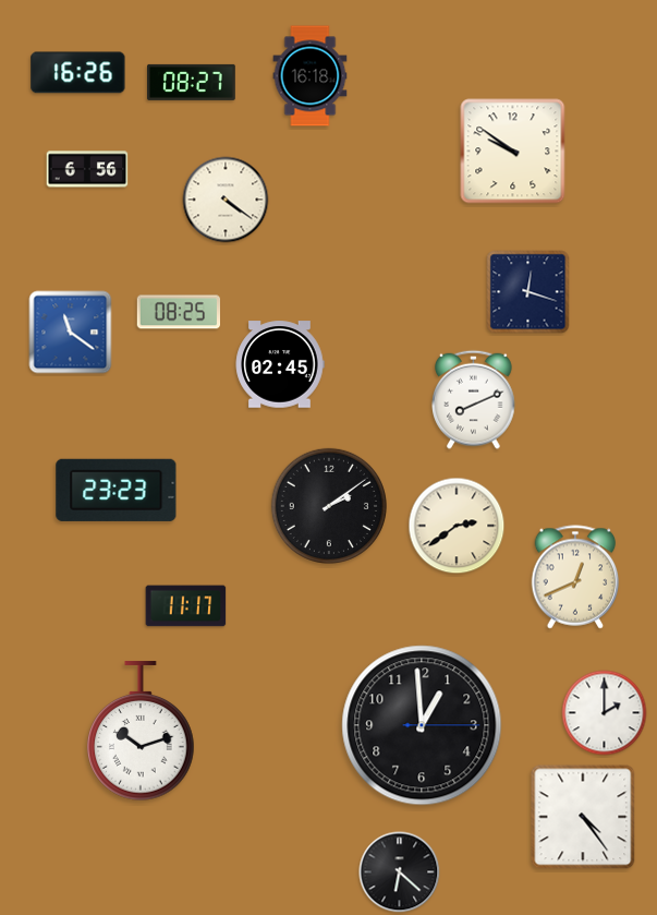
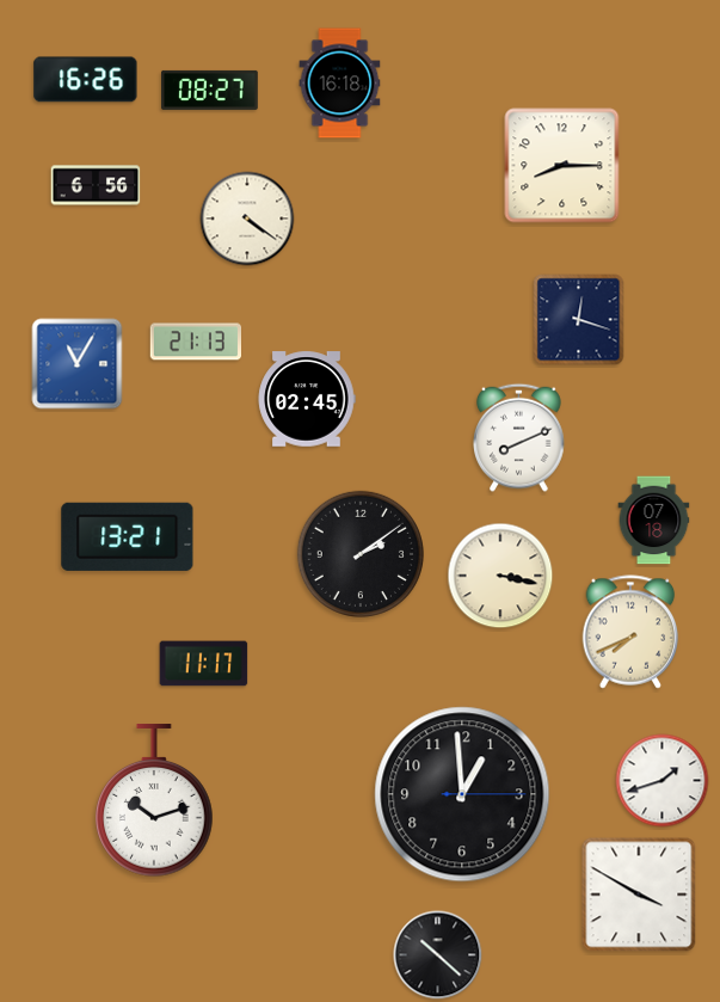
clock at (513, 152): 9:51 -> 8:15
clock at (178, 312): 08:25 -> 21:13
clock at (71, 333): 11:21 -> 11:05
clock at (654, 521): none -> 07:18
clock at (117, 490): 23:23 -> 13:21
clock at (457, 526): 2:39 -> 3:17
clock at (575, 577): 12:41 -> 7:41
clock at (605, 713): 2:00 -> 1:42
clock at (583, 817): 4:24 -> 3:50
clock at (400, 872): 6:22 -> 10:22
